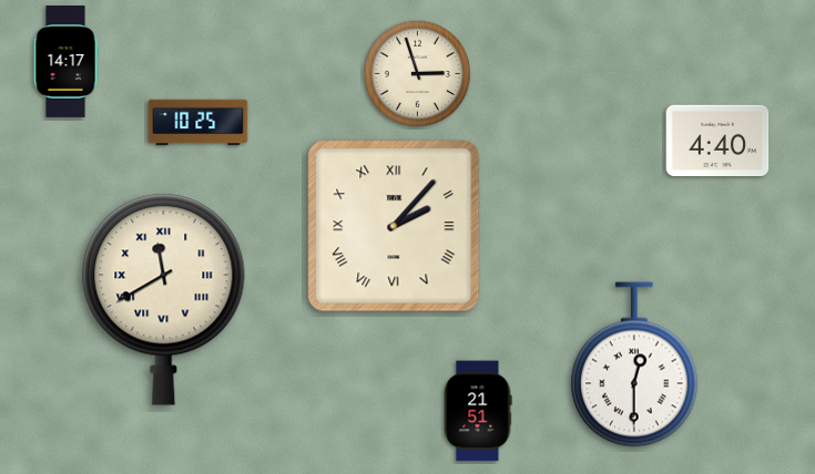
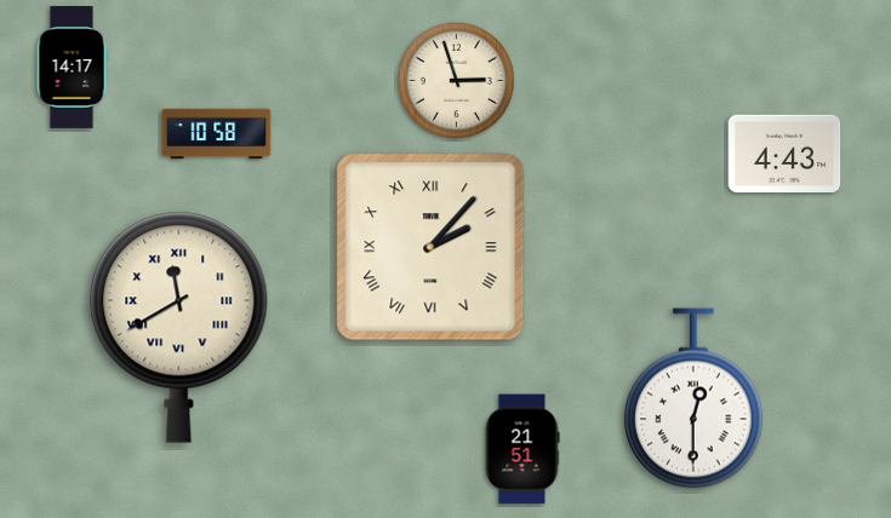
clock at (198, 123): 10:25 -> 10:58
clock at (717, 141): 4:40 -> 4:43
